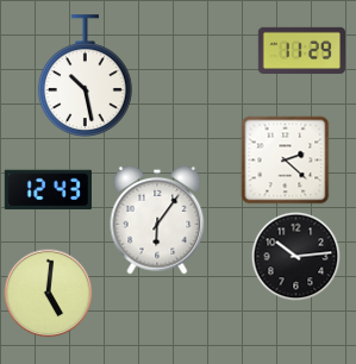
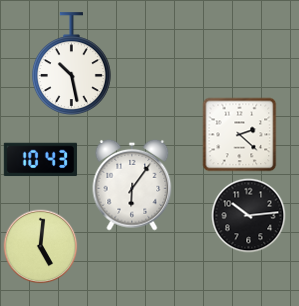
clock at (302, 51): 11:29 -> none
clock at (48, 190): 12:43 -> 10:43
